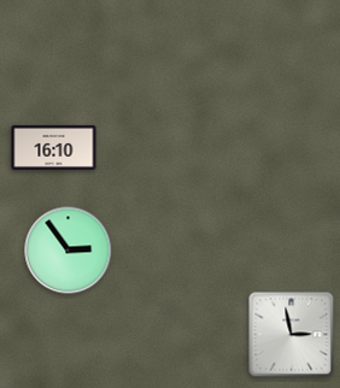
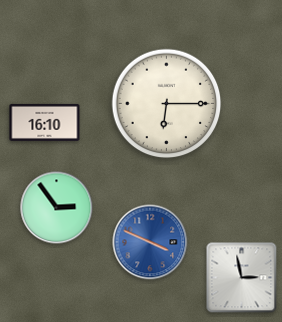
clock at (167, 104): none -> 6:15
clock at (150, 242): none -> 3:49
